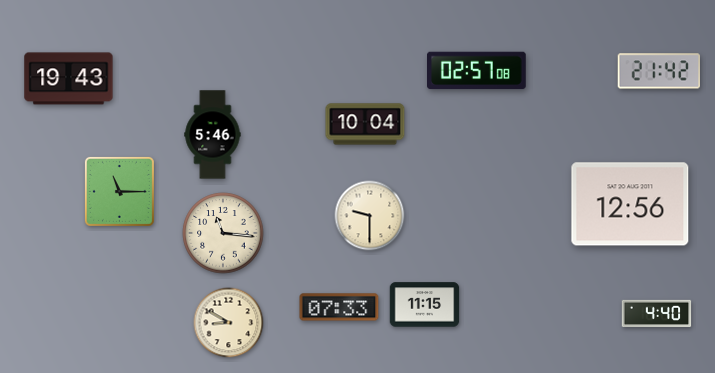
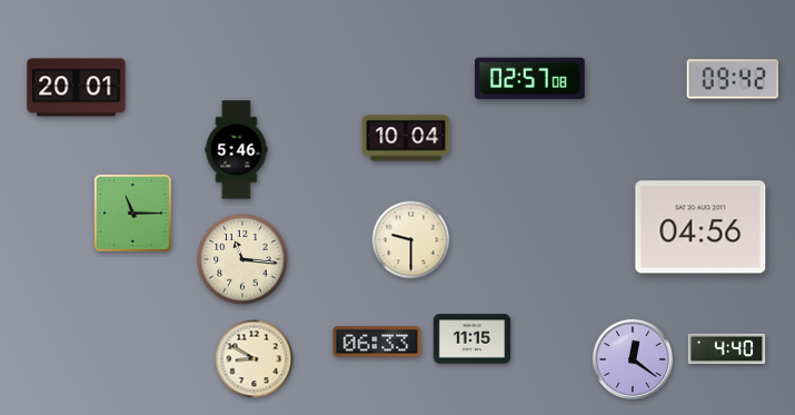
clock at (659, 71): 21:42 -> 09:42
clock at (69, 79): 19:43 -> 20:01
clock at (630, 204): 12:56 -> 04:56
clock at (223, 233) position: (223, 233) -> (242, 259)
clock at (339, 307): 07:33 -> 06:33
clock at (657, 314) position: (657, 314) -> (727, 349)
clock at (633, 359): none -> 12:21
